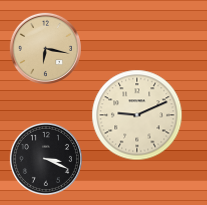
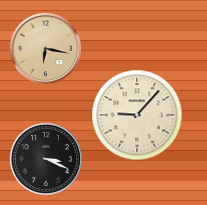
clock at (137, 115): 9:11 -> 9:07
